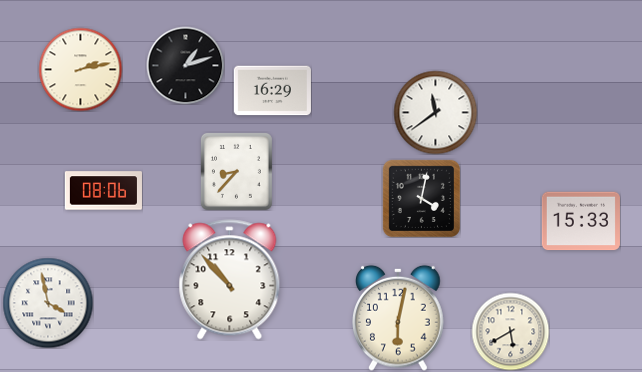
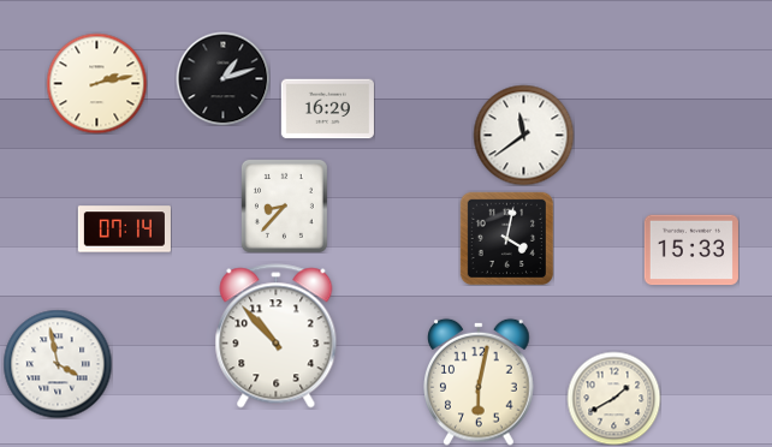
clock at (103, 191): 08:06 -> 07:14
clock at (581, 221) position: (581, 221) -> (691, 250)
clock at (510, 331): 5:40 -> 1:40
